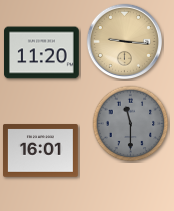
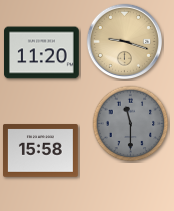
clock at (124, 41): 9:16 -> 9:18
clock at (41, 151): 16:01 -> 15:58
